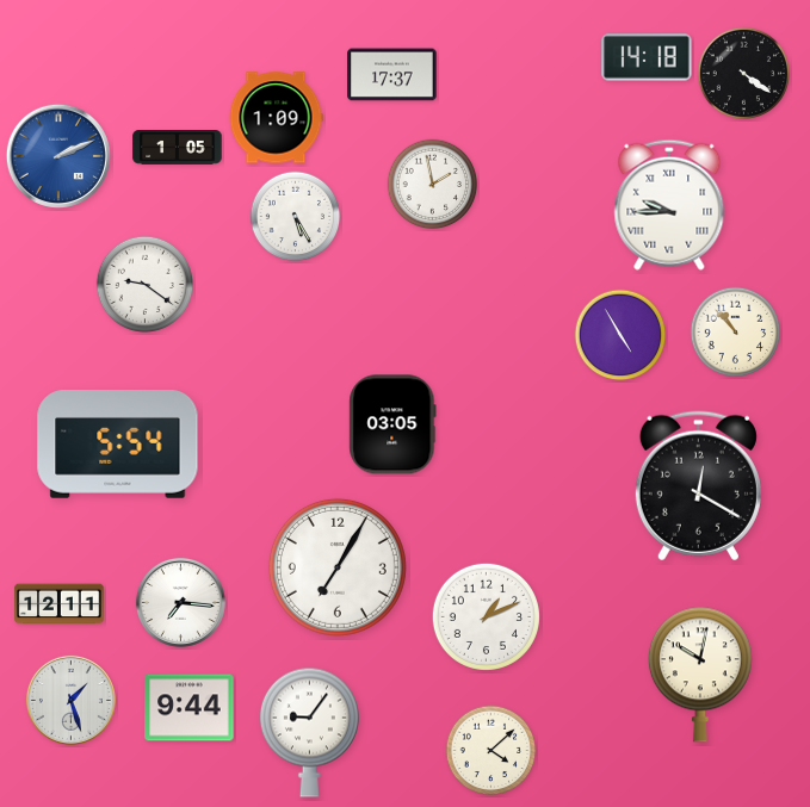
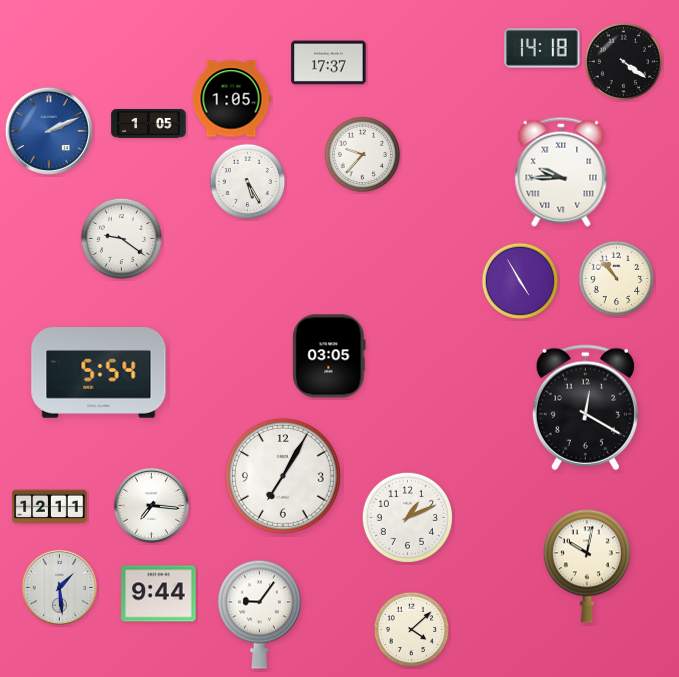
clock at (276, 118): 1:09 -> 1:05
clock at (433, 185): 1:58 -> 9:37
clock at (70, 700): 1:27 -> 1:29
